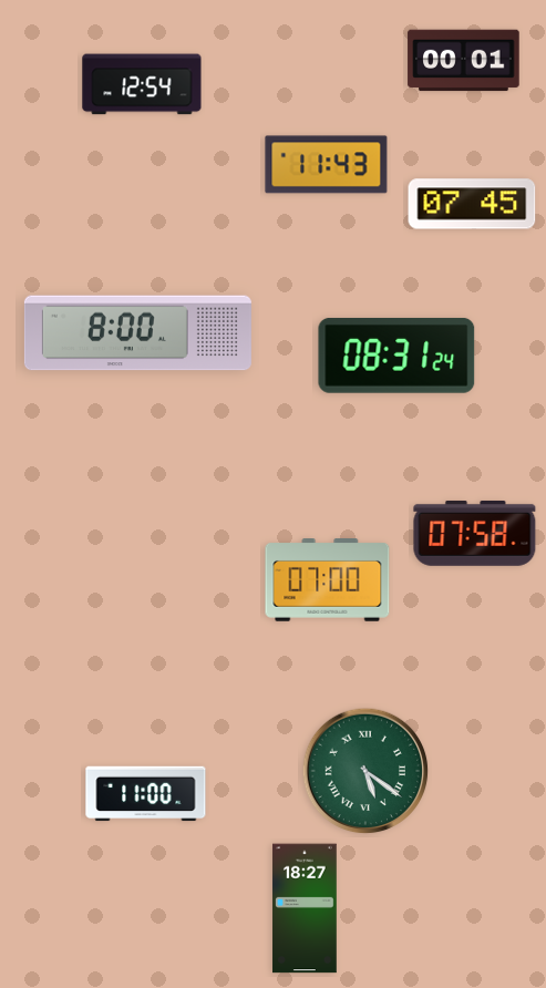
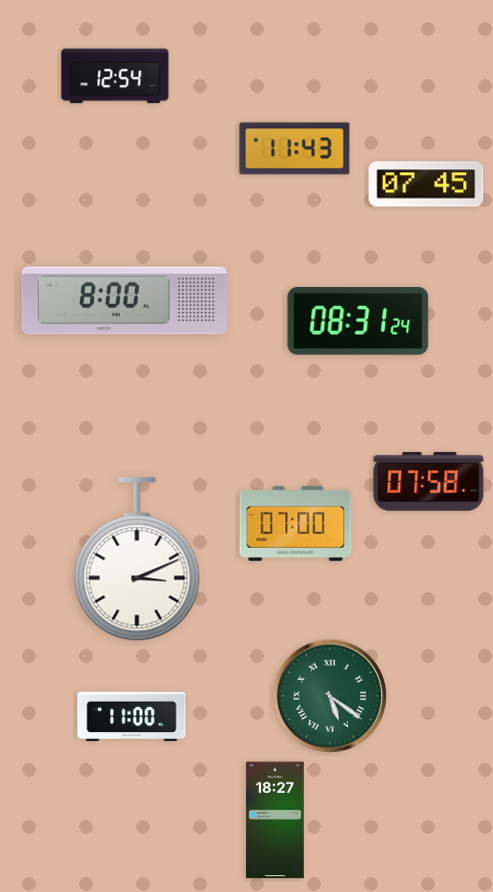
clock at (464, 61): 00:01 -> none
clock at (142, 84) position: (142, 84) -> (115, 76)
clock at (137, 559): none -> 3:11
